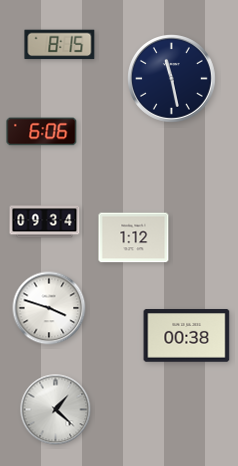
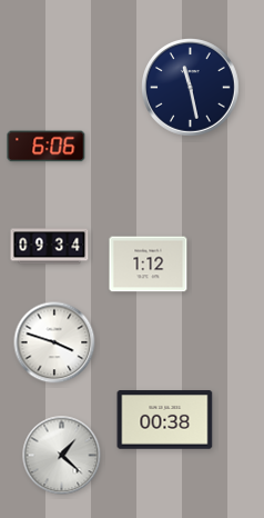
clock at (60, 45): 8:15 -> none
clock at (187, 336) position: (187, 336) -> (165, 420)
